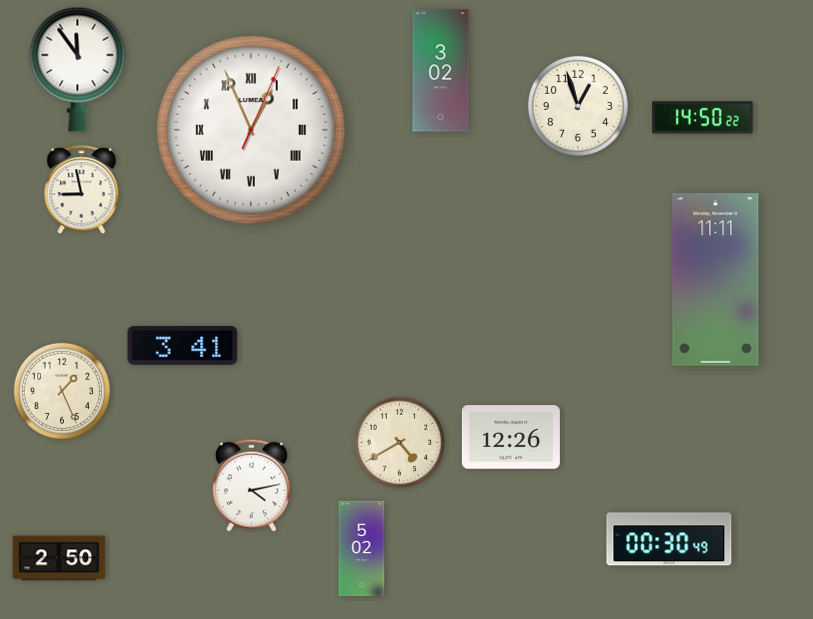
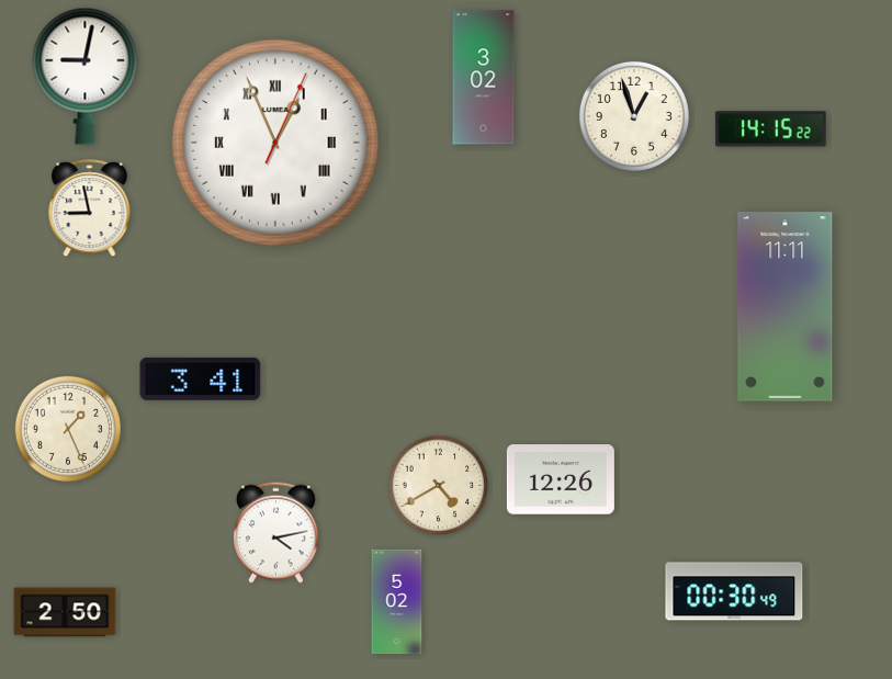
clock at (78, 69): 11:54 -> 9:02
clock at (703, 118): 14:50 -> 14:15
